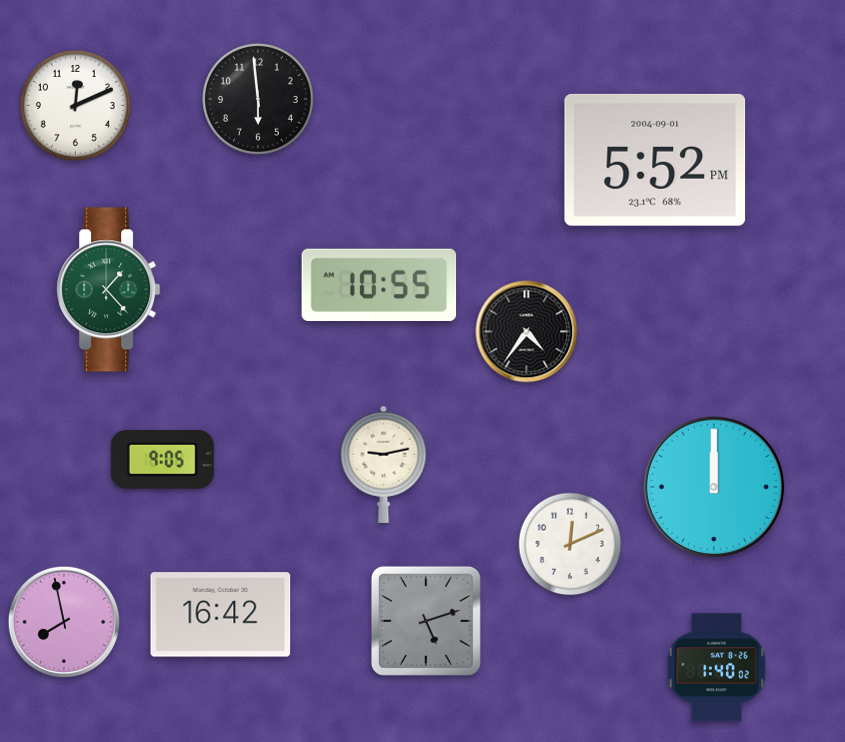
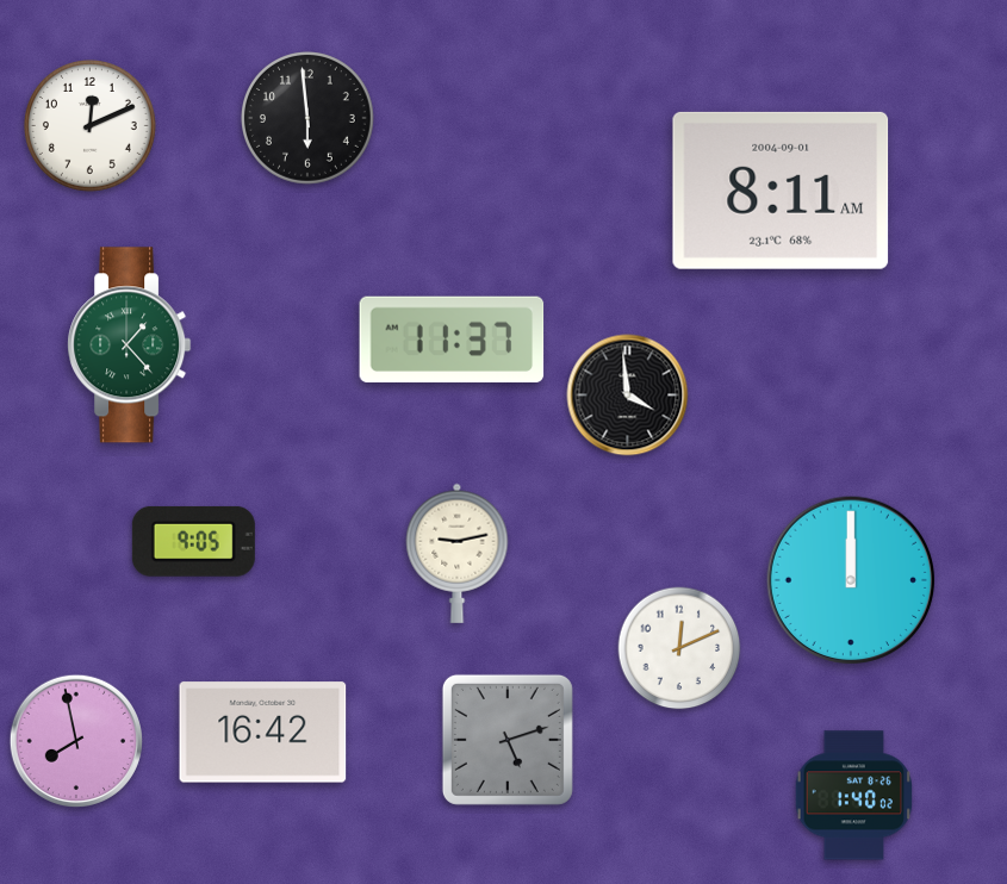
clock at (655, 160): 5:52 -> 8:11
clock at (379, 284): 10:55 -> 11:37
clock at (527, 332): 4:36 -> 3:59
clock at (162, 459) position: (162, 459) -> (193, 541)
